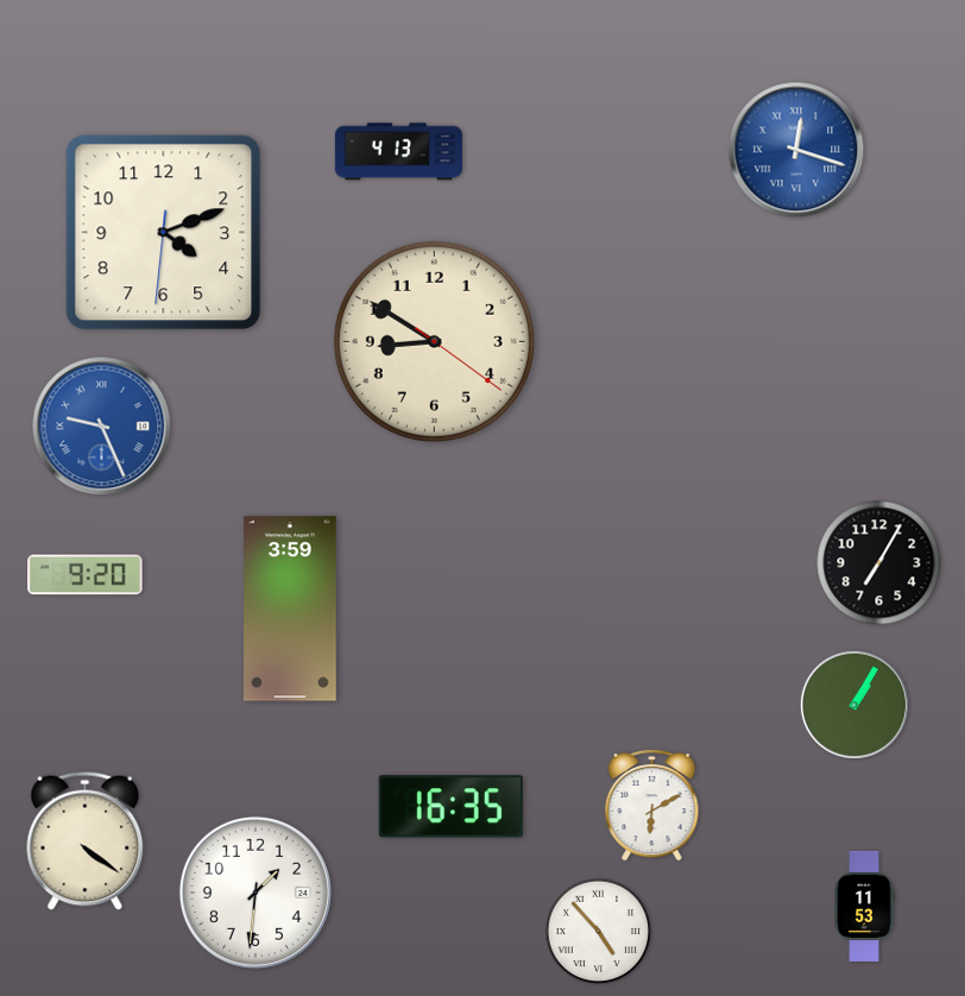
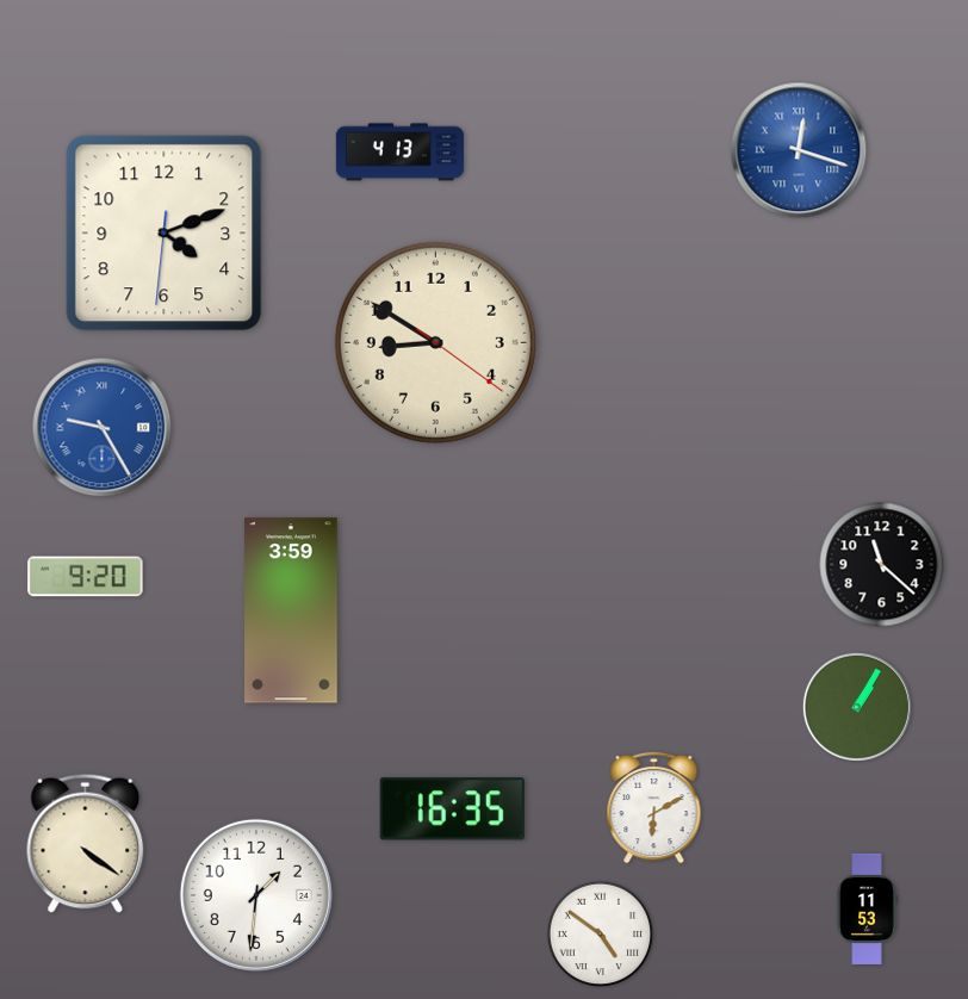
clock at (102, 427): 9:26 -> 9:25
clock at (879, 563): 7:05 -> 11:22
clock at (599, 932): 4:53 -> 4:51
